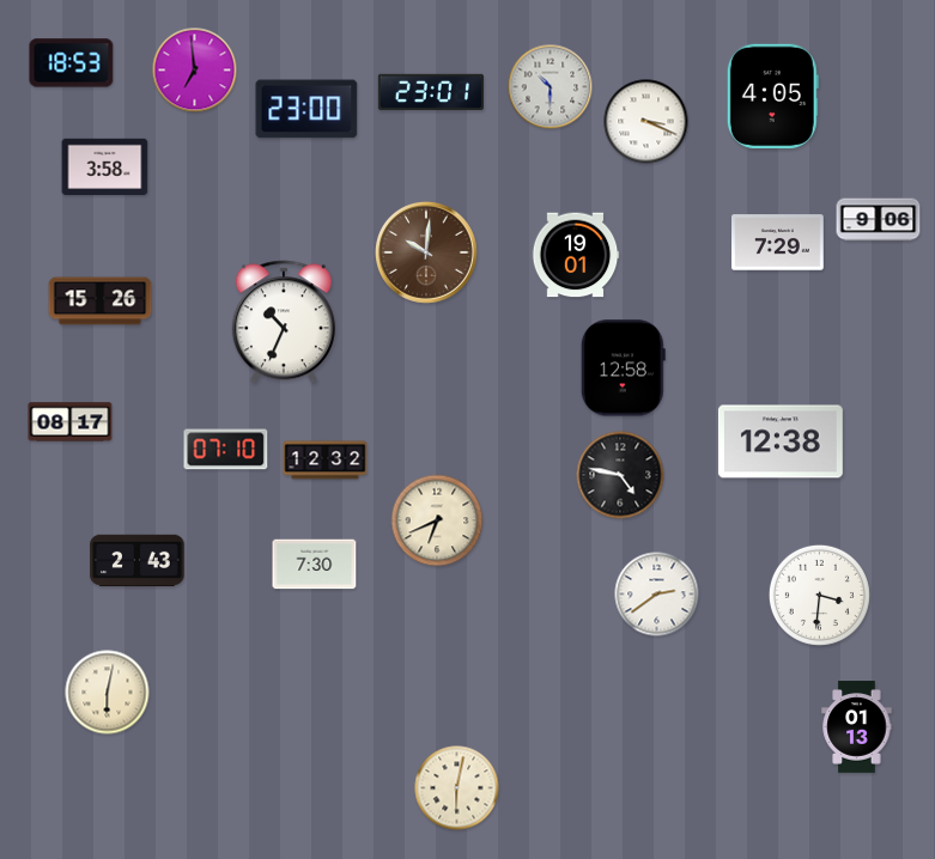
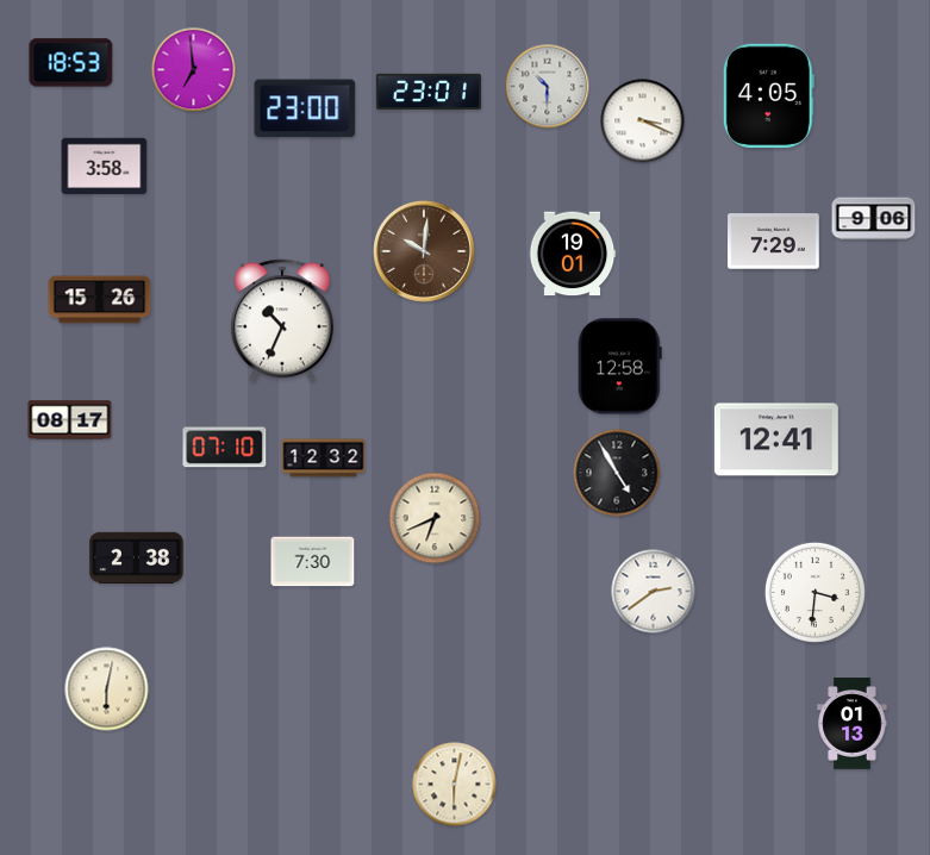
clock at (781, 441): 12:38 -> 12:41
clock at (620, 475): 4:47 -> 4:55
clock at (138, 560): 2:43 -> 2:38
